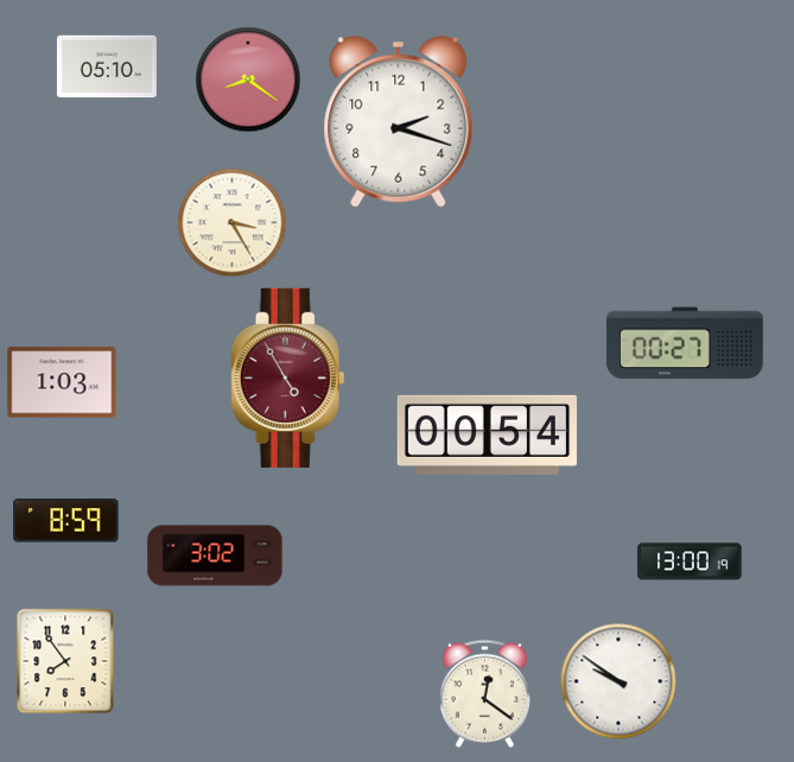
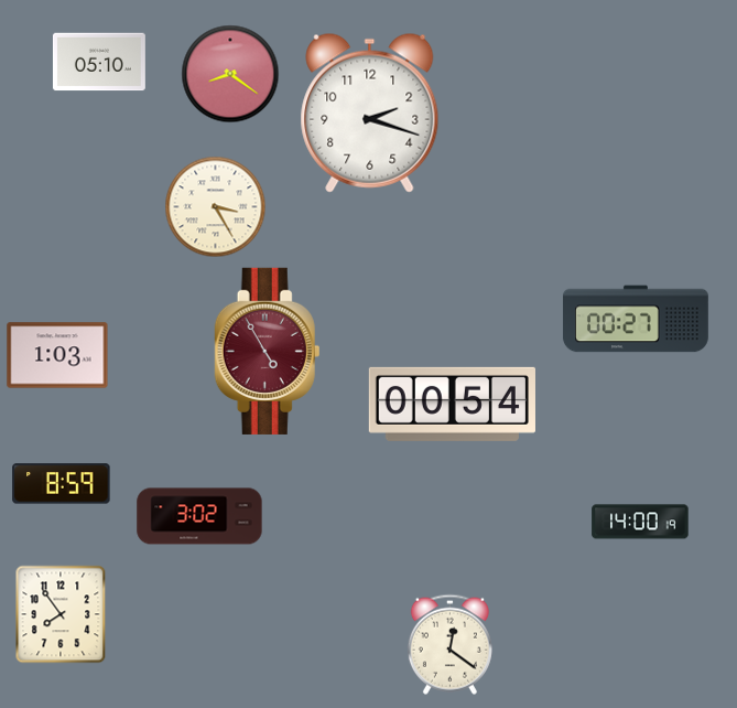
clock at (690, 561): 13:00 -> 14:00
clock at (618, 681): 9:51 -> none
